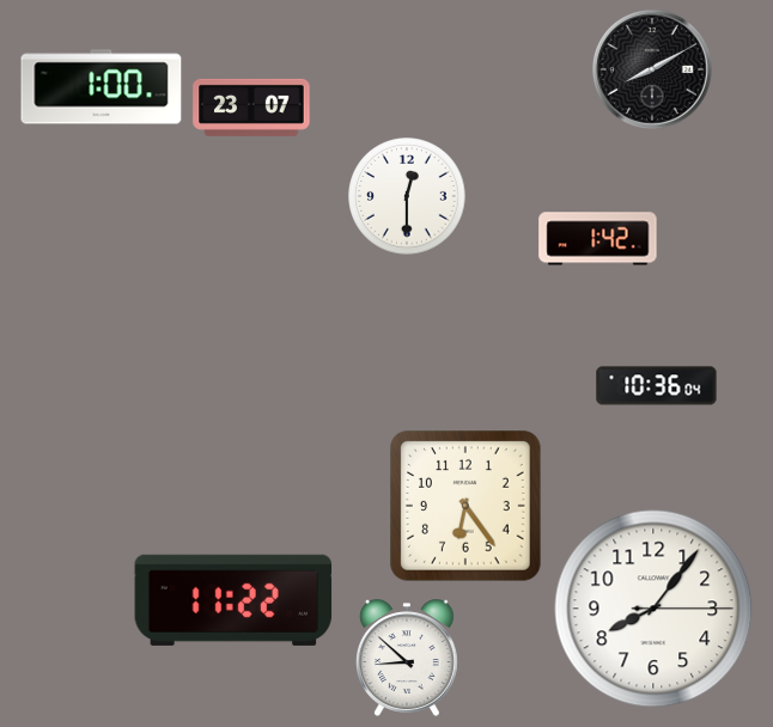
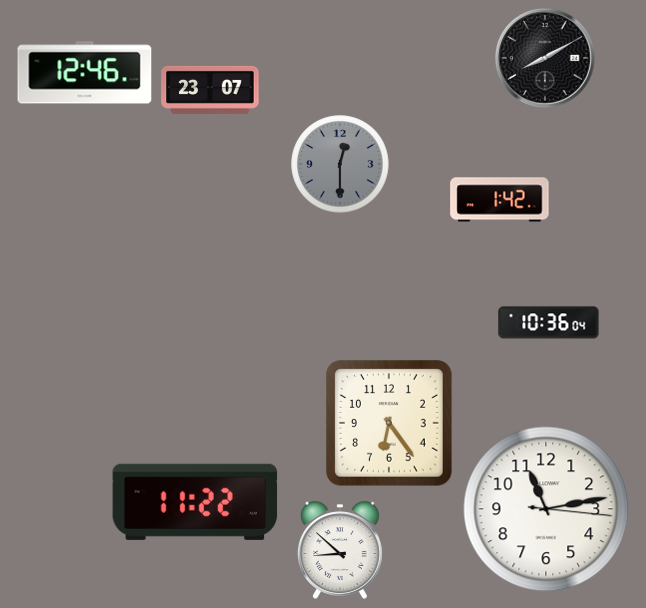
clock at (102, 87): 1:00 -> 12:46
clock at (407, 196) dial: white -> grey
clock at (653, 609): 8:06 -> 11:13
